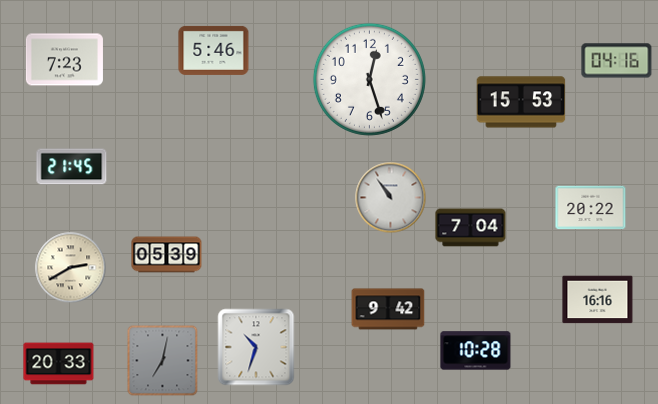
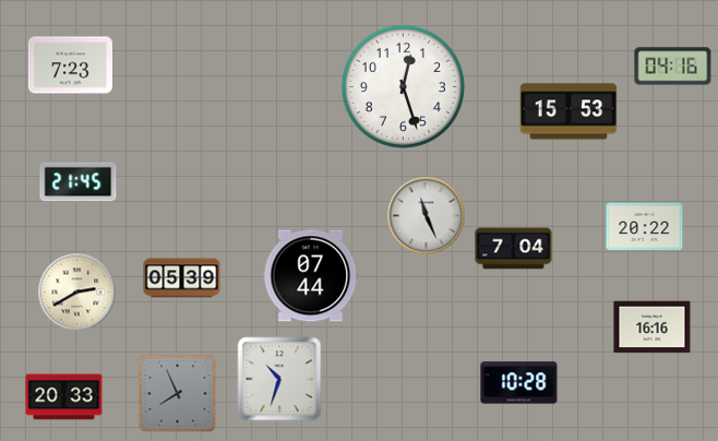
clock at (214, 50): 5:46 -> none
clock at (391, 198): 10:54 -> 11:26
clock at (311, 276): none -> 07:44
clock at (388, 309): 9:42 -> none
clock at (163, 361): 7:02 -> 7:56
